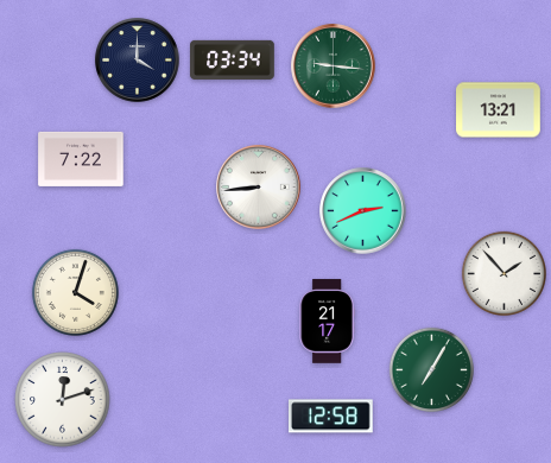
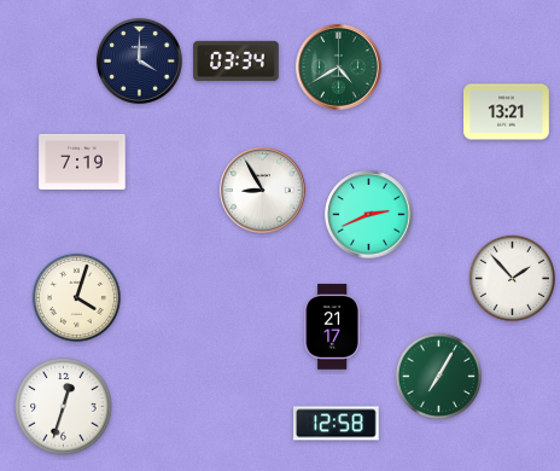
clock at (334, 66): 9:16 -> 4:40
clock at (81, 159): 7:22 -> 7:19
clock at (259, 188): 8:44 -> 8:55
clock at (63, 400): 12:12 -> 12:33
